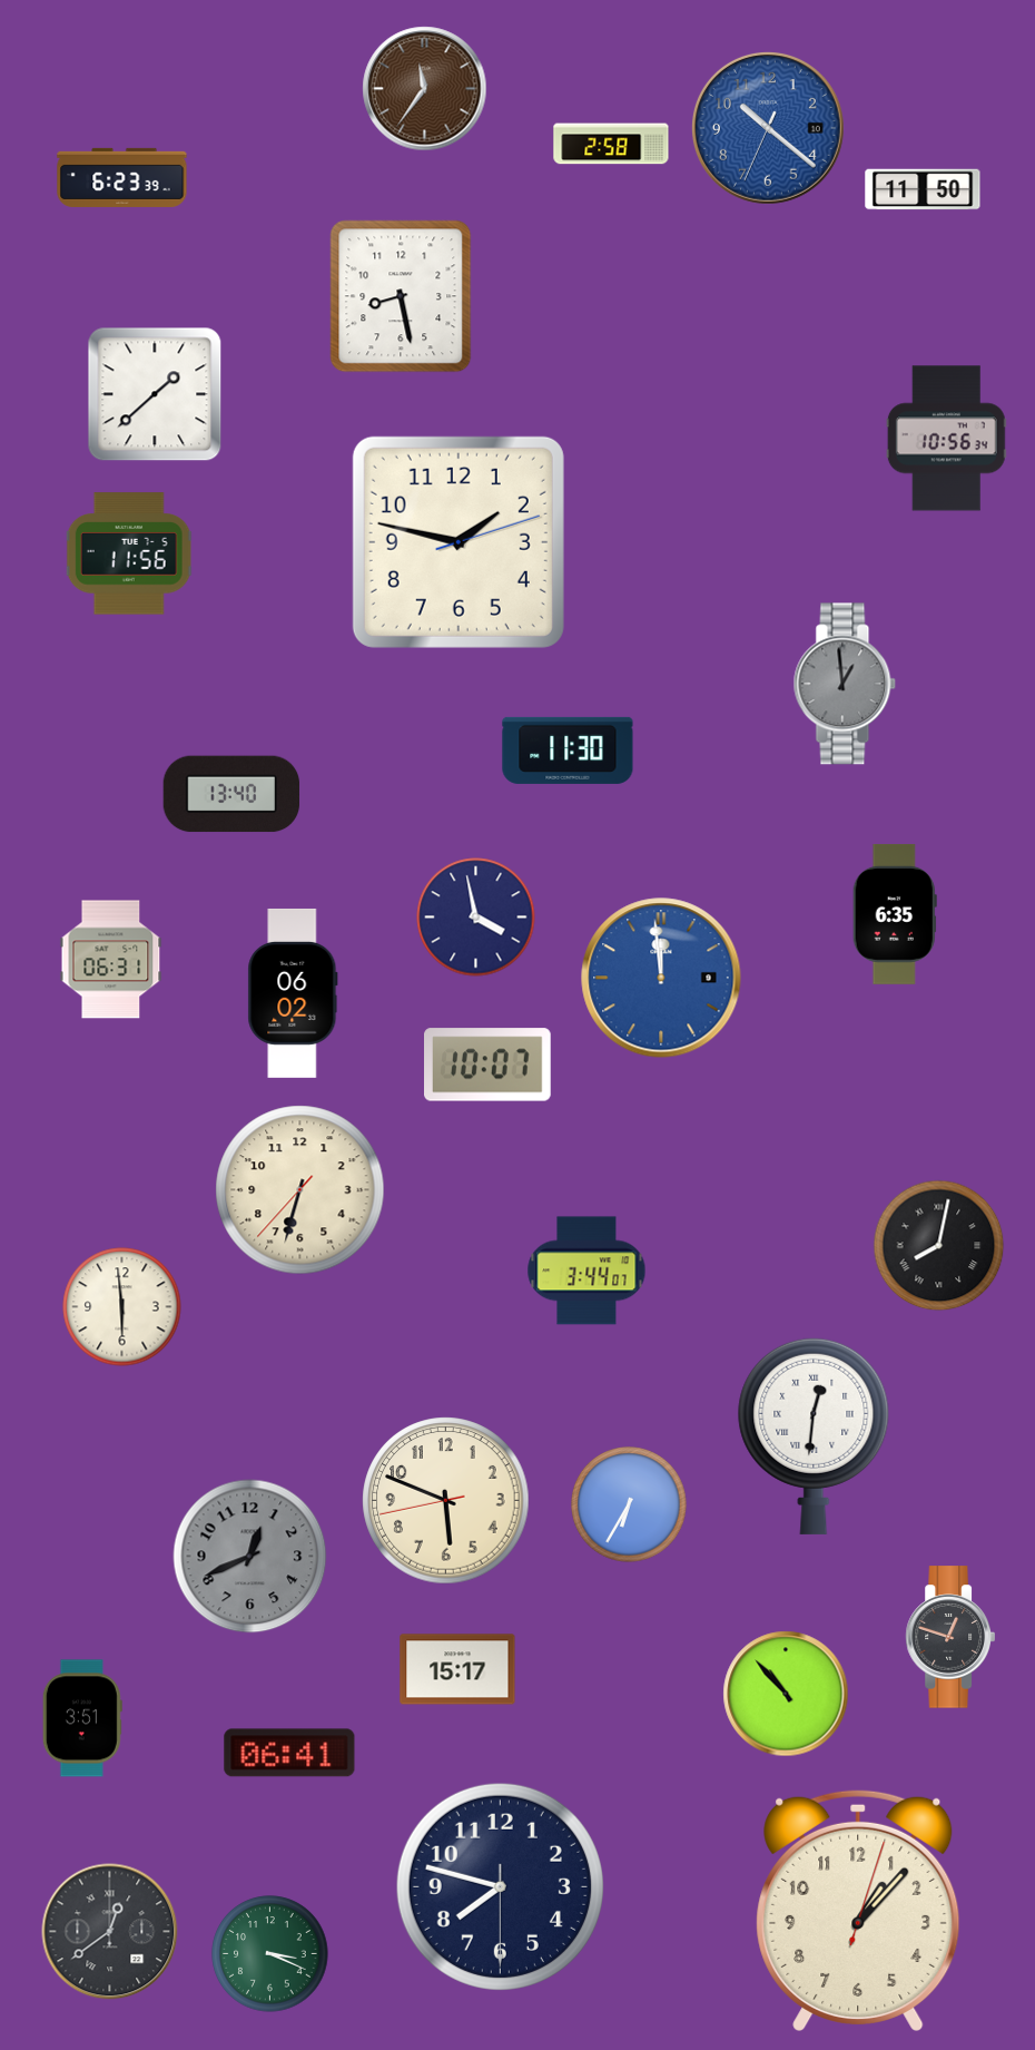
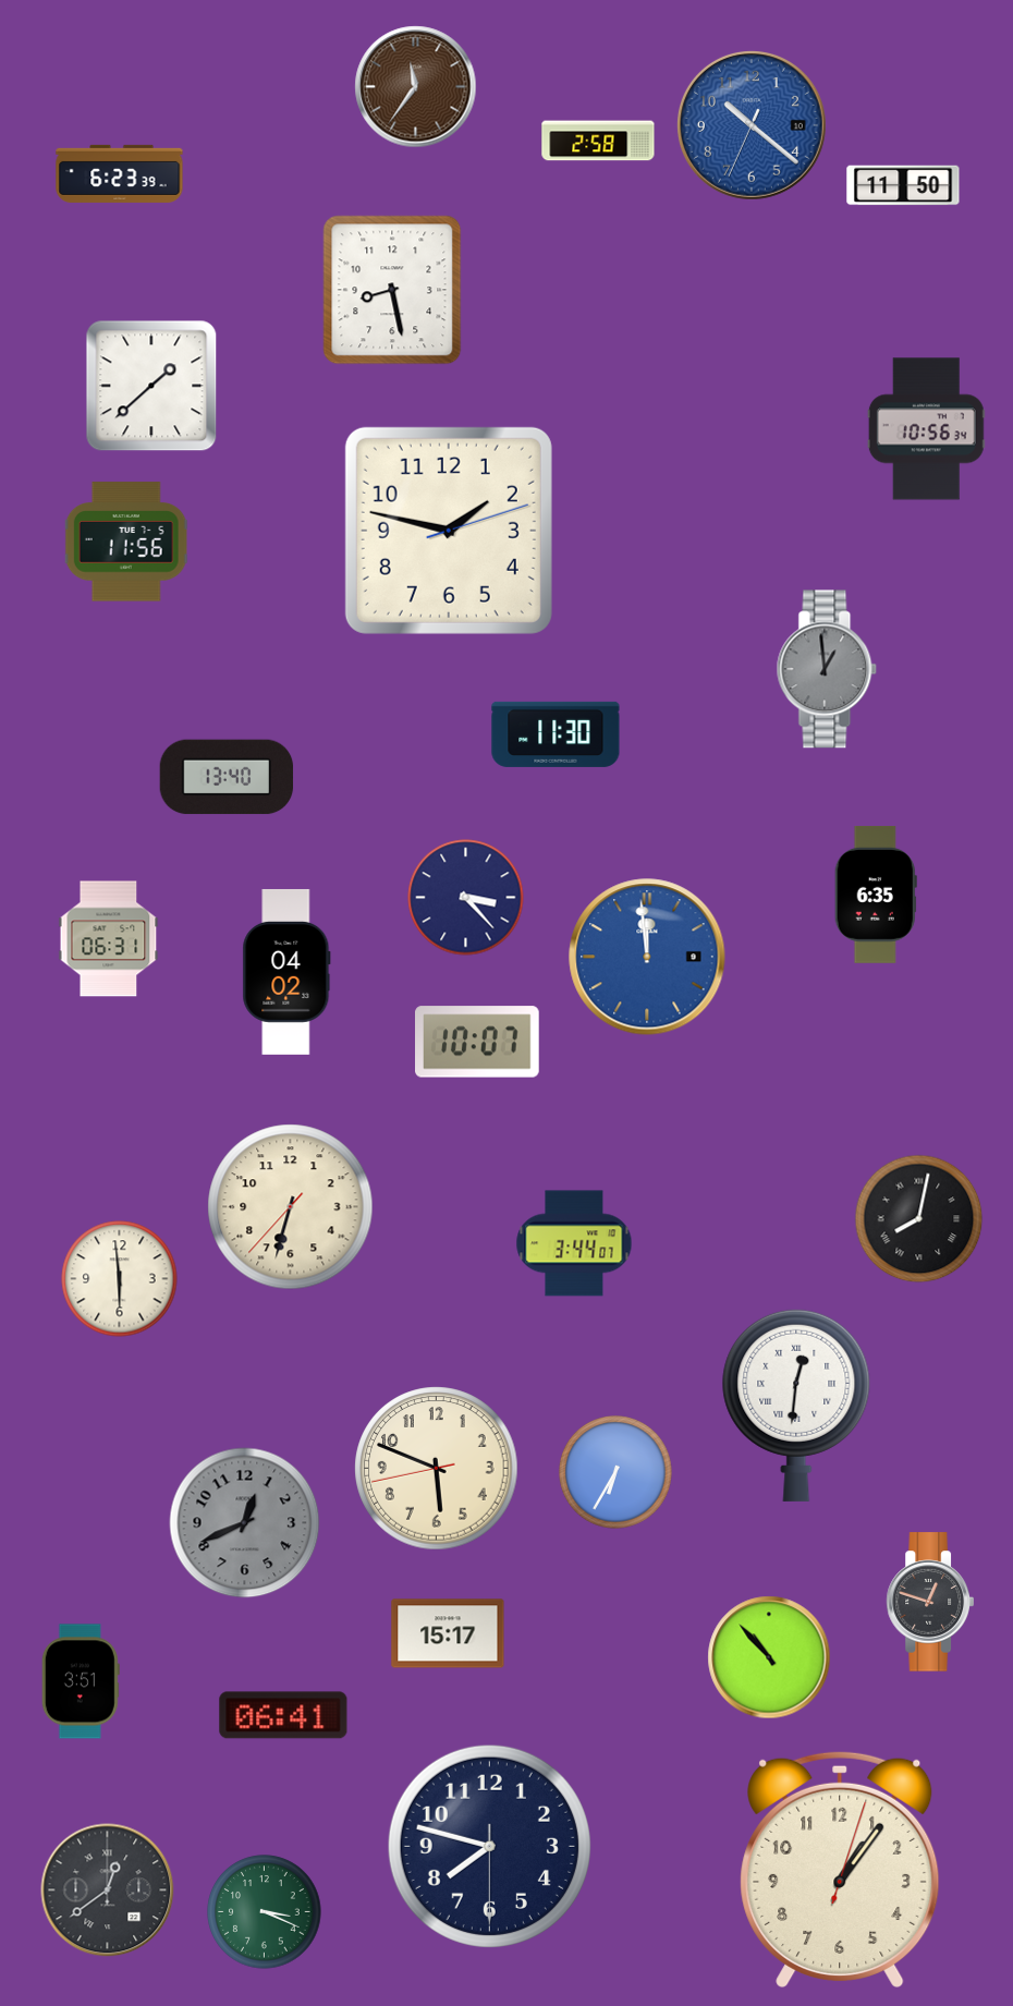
clock at (476, 918): 3:58 -> 3:23
clock at (293, 993): 06:02 -> 04:02
clock at (300, 1190) position: (300, 1190) -> (291, 1207)
clock at (858, 1910): 1:07 -> 1:06
